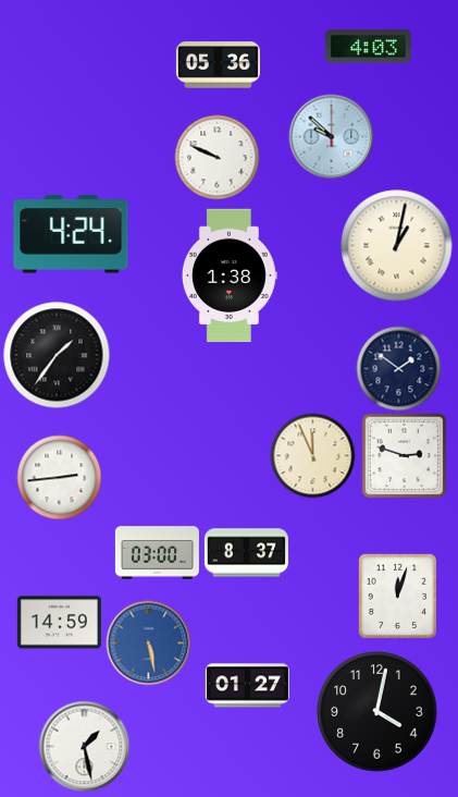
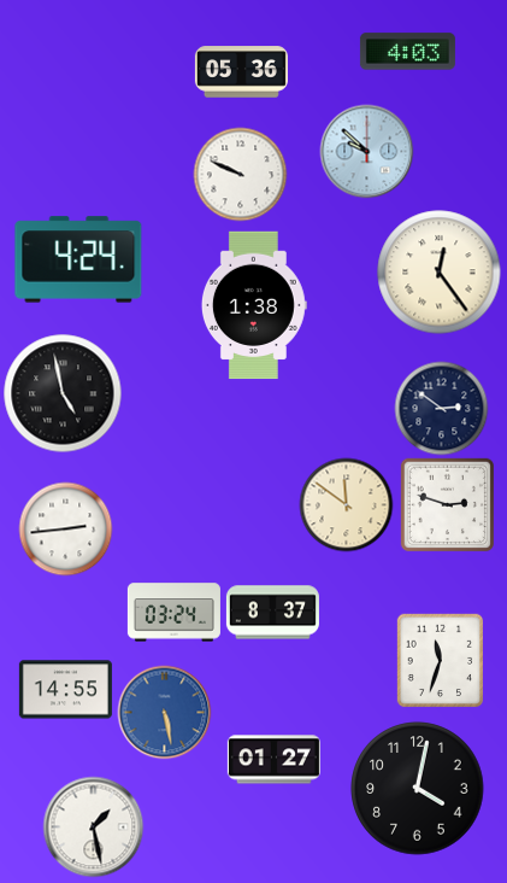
clock at (397, 246): 1:02 -> 12:24
clock at (57, 355): 1:36 -> 4:58
clock at (398, 368): 1:51 -> 2:51
clock at (312, 455): 11:56 -> 11:51
clock at (157, 553): 03:00 -> 03:24
clock at (398, 596): 12:03 -> 11:33
clock at (59, 623): 14:59 -> 14:55
